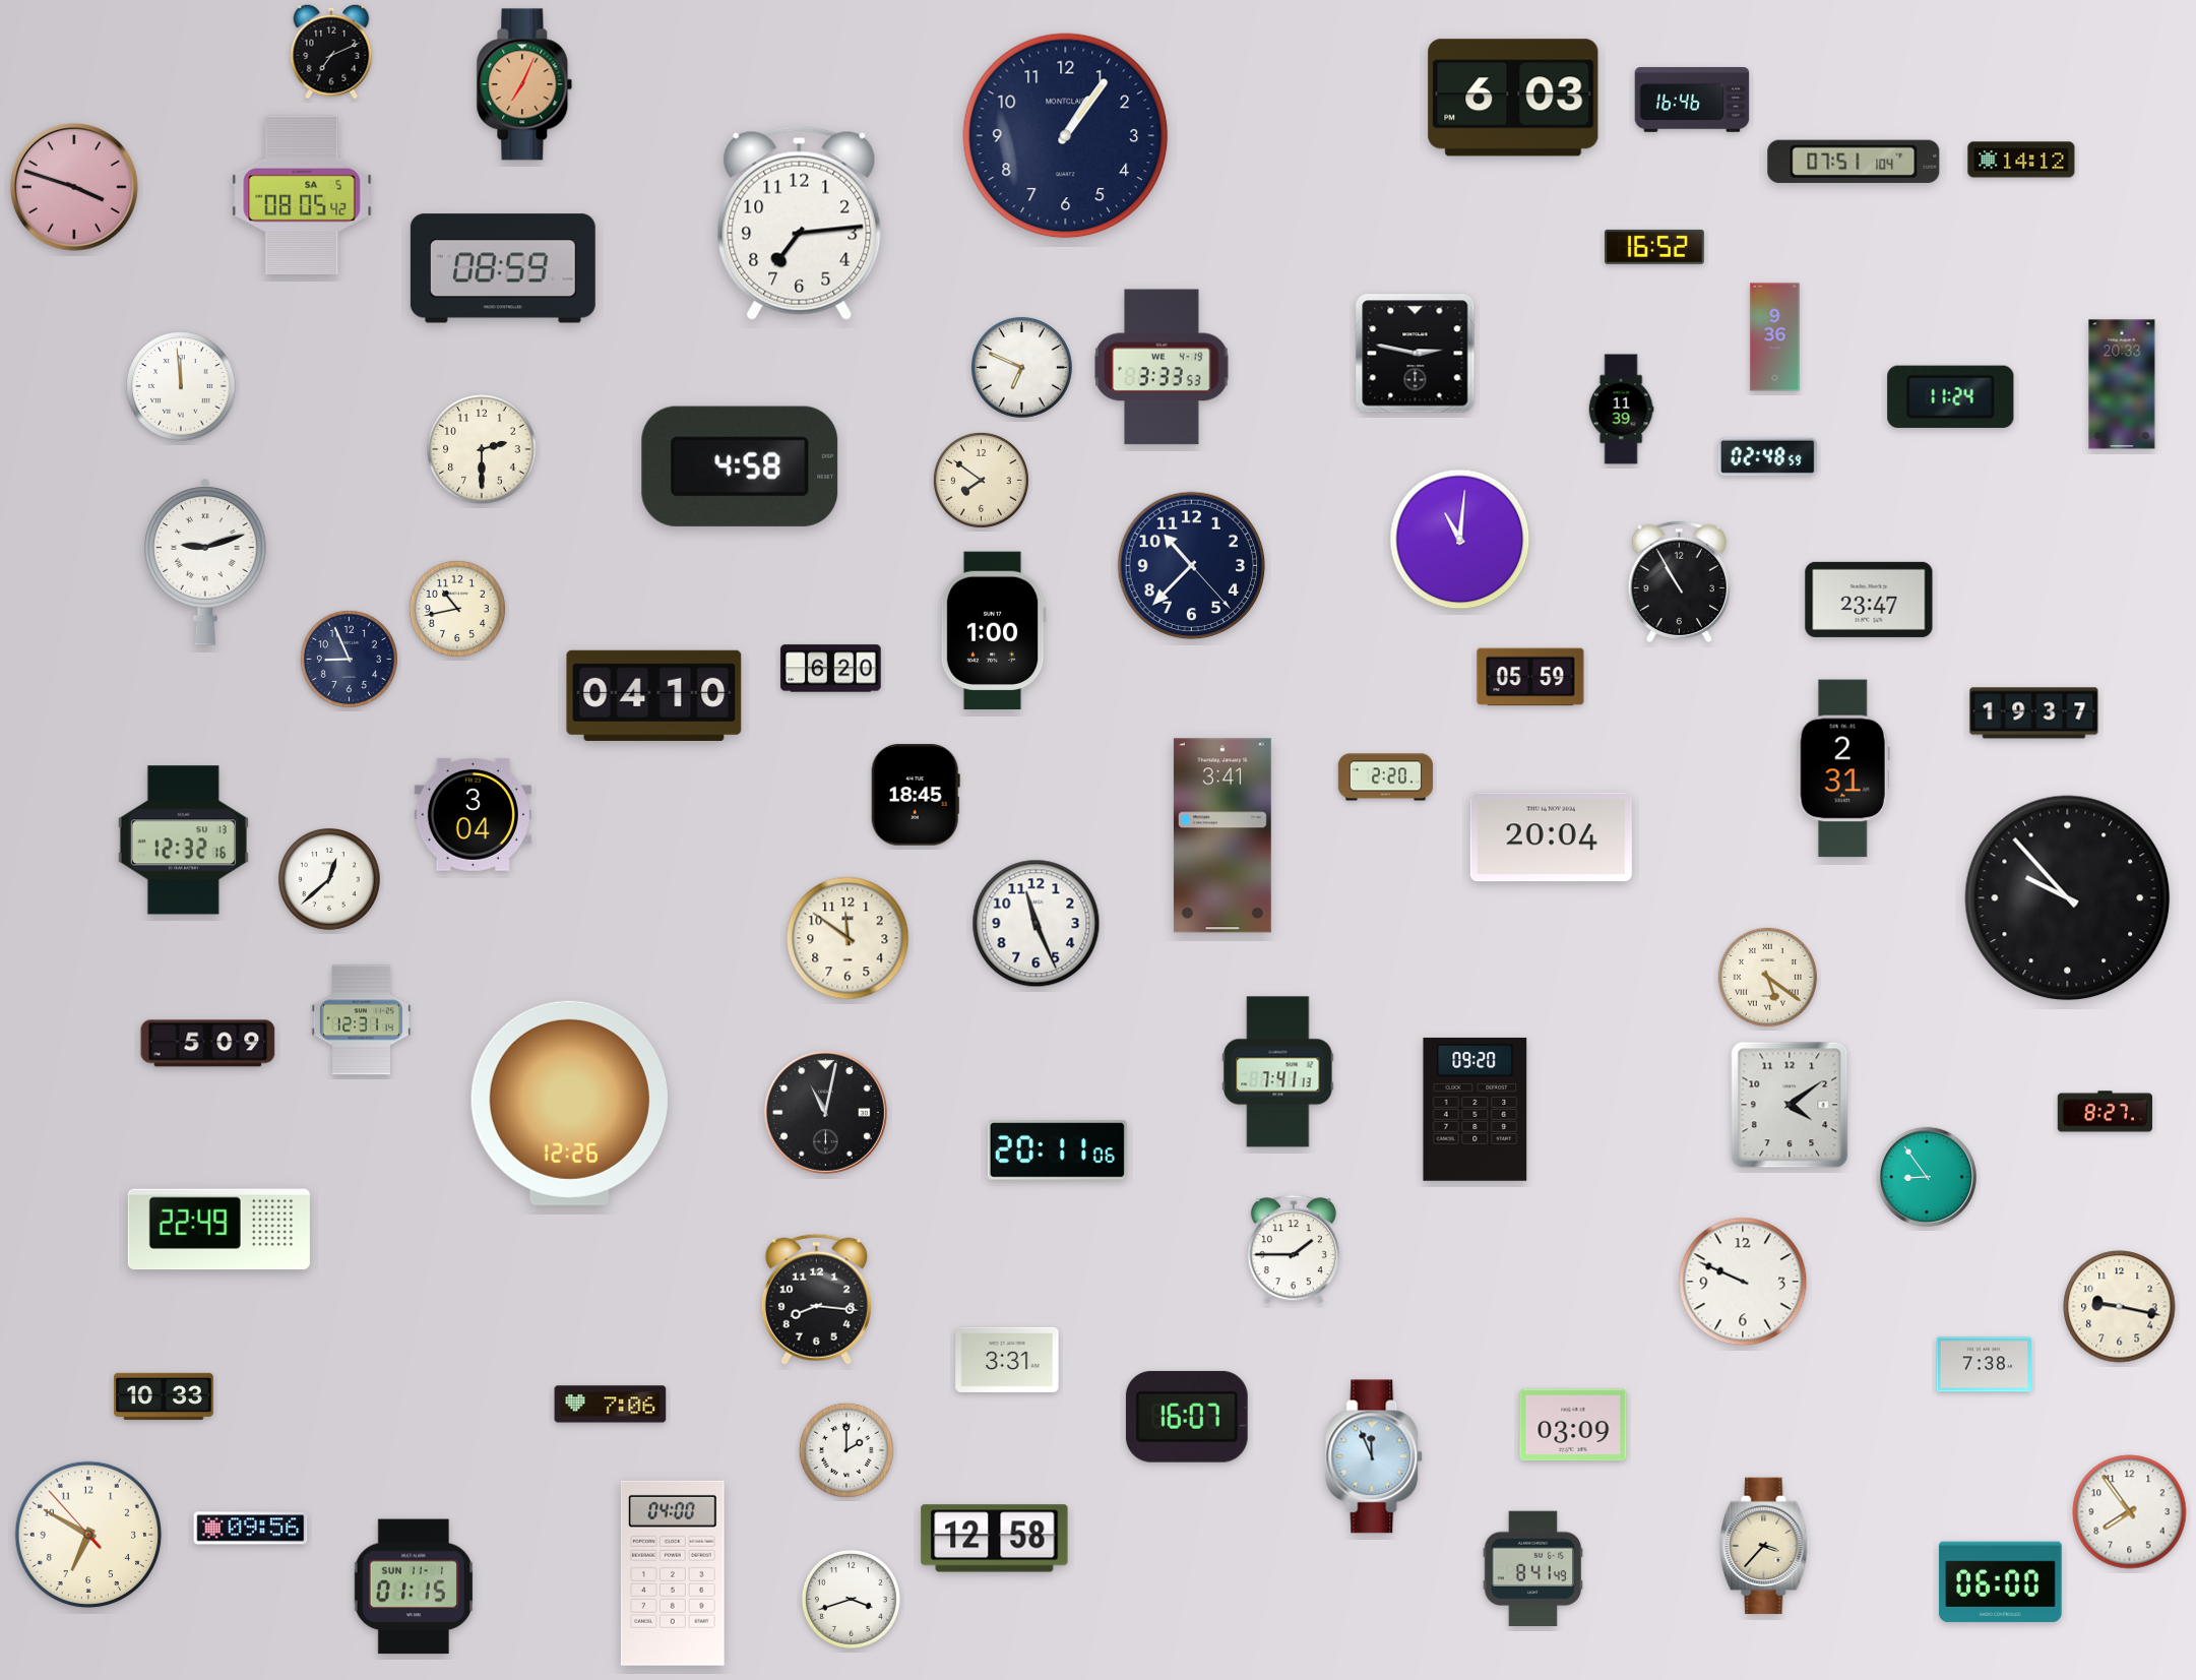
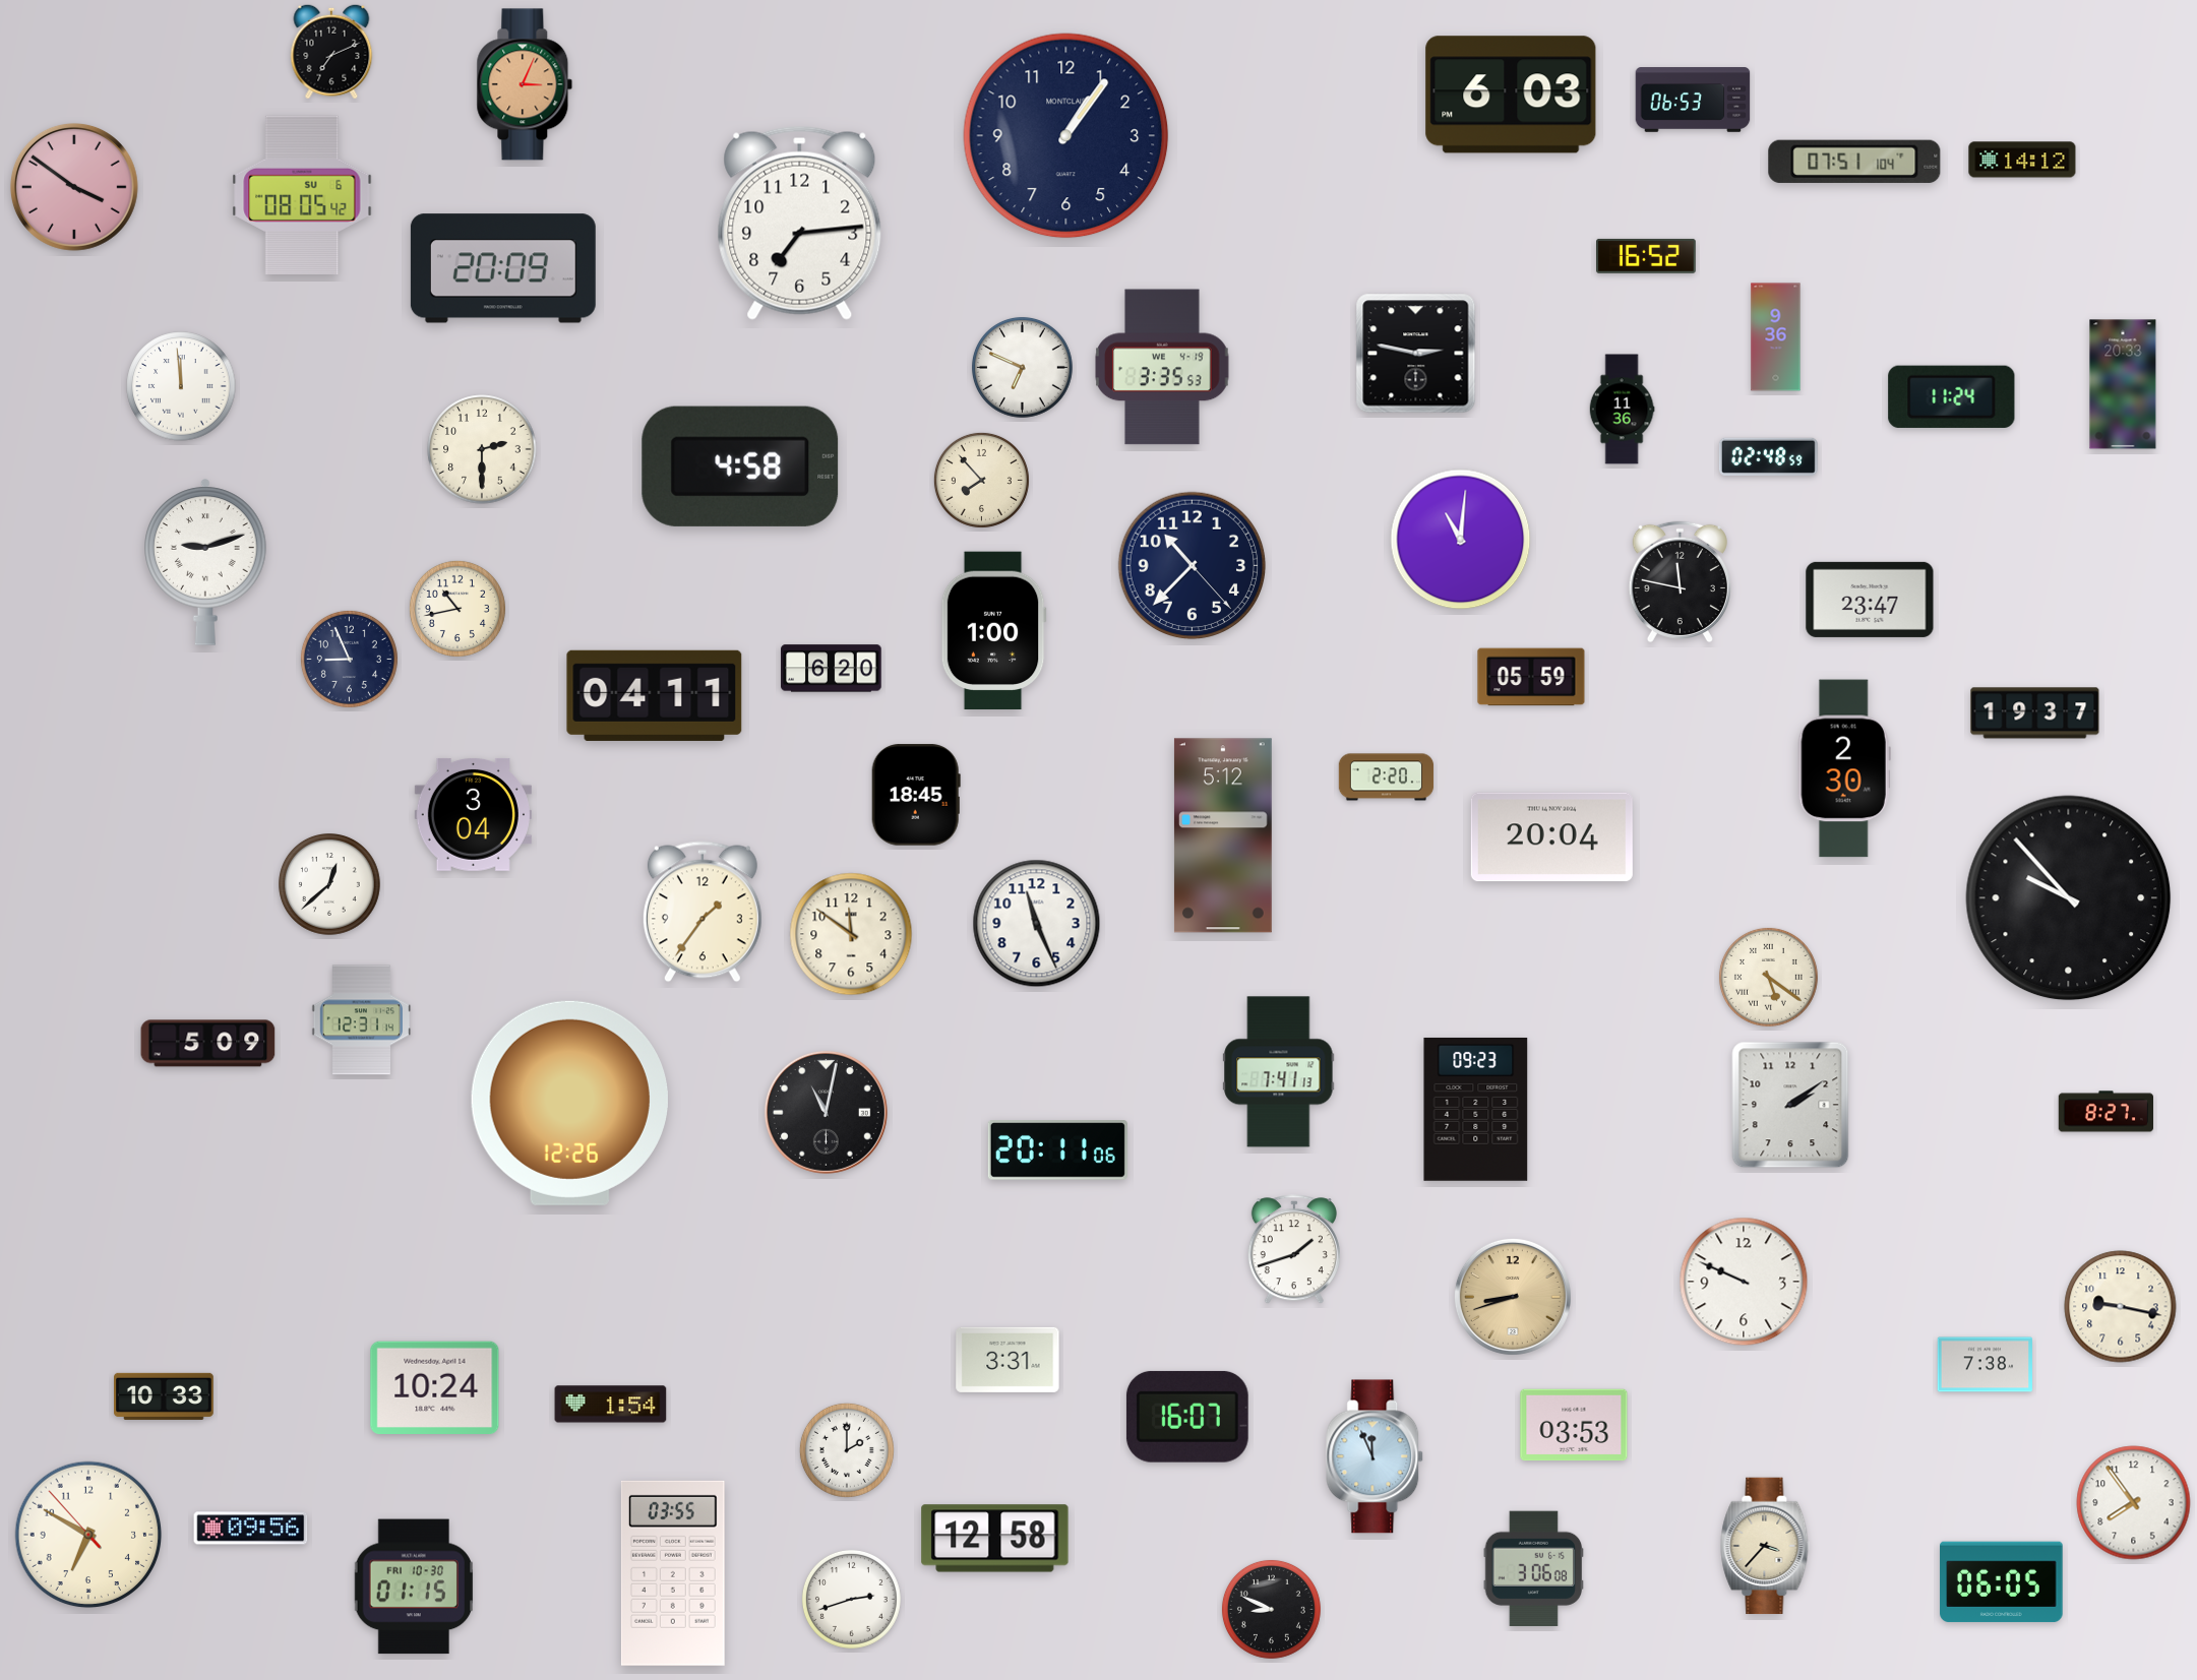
clock at (524, 84): 7:04 -> 3:04
clock at (1513, 98) position: (1513, 98) -> (1511, 95)
clock at (1692, 100): 16:46 -> 06:53
clock at (74, 187): 3:48 -> 3:51
clock at (302, 194) date: SA 5 -> SU 6
clock at (1655, 247) position: (1655, 247) -> (1647, 256)
clock at (503, 268): 08:59 -> 20:09
clock at (1162, 367): 3:33 -> 3:35
clock at (1621, 410): 11:39 -> 11:36
clock at (981, 480): 7:51 -> 7:53
clock at (1679, 582): 10:55 -> 11:47
clock at (654, 695): 04:10 -> 04:11
clock at (1843, 768): 2:31 -> 2:30
clock at (1222, 835): 3:41 -> 5:12
clock at (183, 841): 12:32 -> none
clock at (330, 880) position: (330, 880) -> (330, 885)
clock at (703, 912): none -> 1:36
clock at (848, 938) position: (848, 938) -> (851, 934)
clock at (1790, 1105): 4:09 -> 2:09
clock at (1476, 1109): 09:20 -> 09:23
clock at (1927, 1177): 8:54 -> none
clock at (218, 1230): 22:49 -> none
clock at (1294, 1250): 1:45 -> 1:42
clock at (1513, 1297): none -> 8:42
clock at (816, 1299): 8:16 -> none
clock at (435, 1387): none -> 10:24
clock at (611, 1405): 7:06 -> 1:54
clock at (1573, 1425): 03:09 -> 03:53
clock at (2130, 1512) position: (2130, 1512) -> (2134, 1503)
clock at (1532, 1568): 8:41 -> 3:06
clock at (673, 1573): 04:00 -> 03:55
clock at (2001, 1582): 06:00 -> 06:05
clock at (414, 1586) date: SUN 11-1 -> FRI 10-30
clock at (851, 1599): 3:42 -> 2:42
clock at (1271, 1609): none -> 8:49
